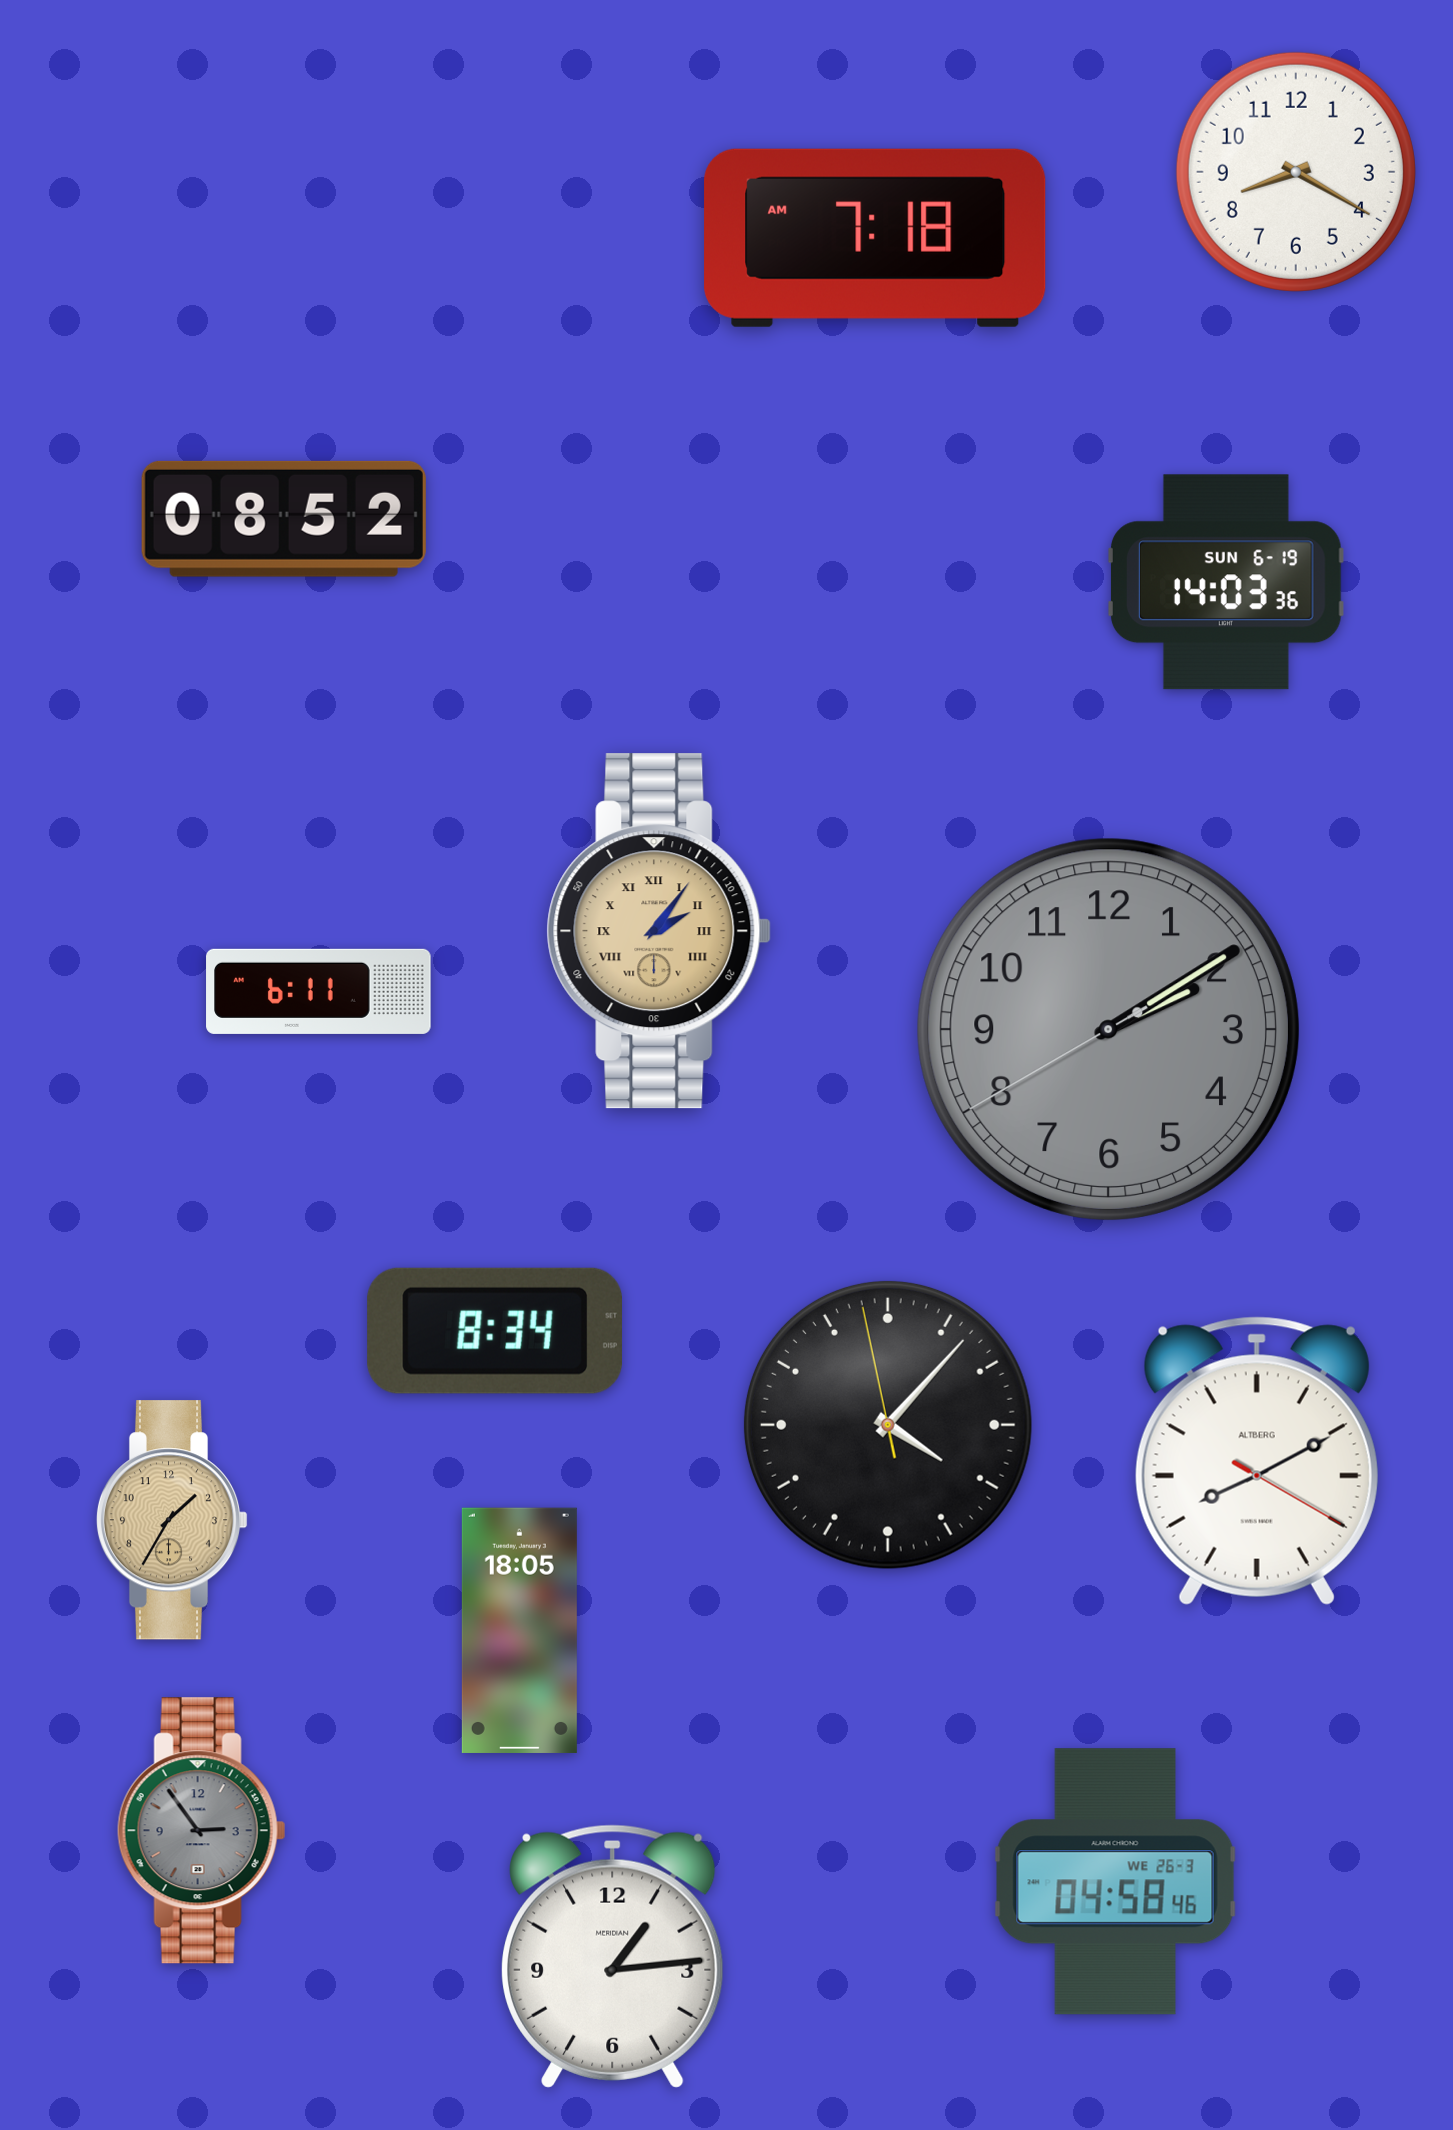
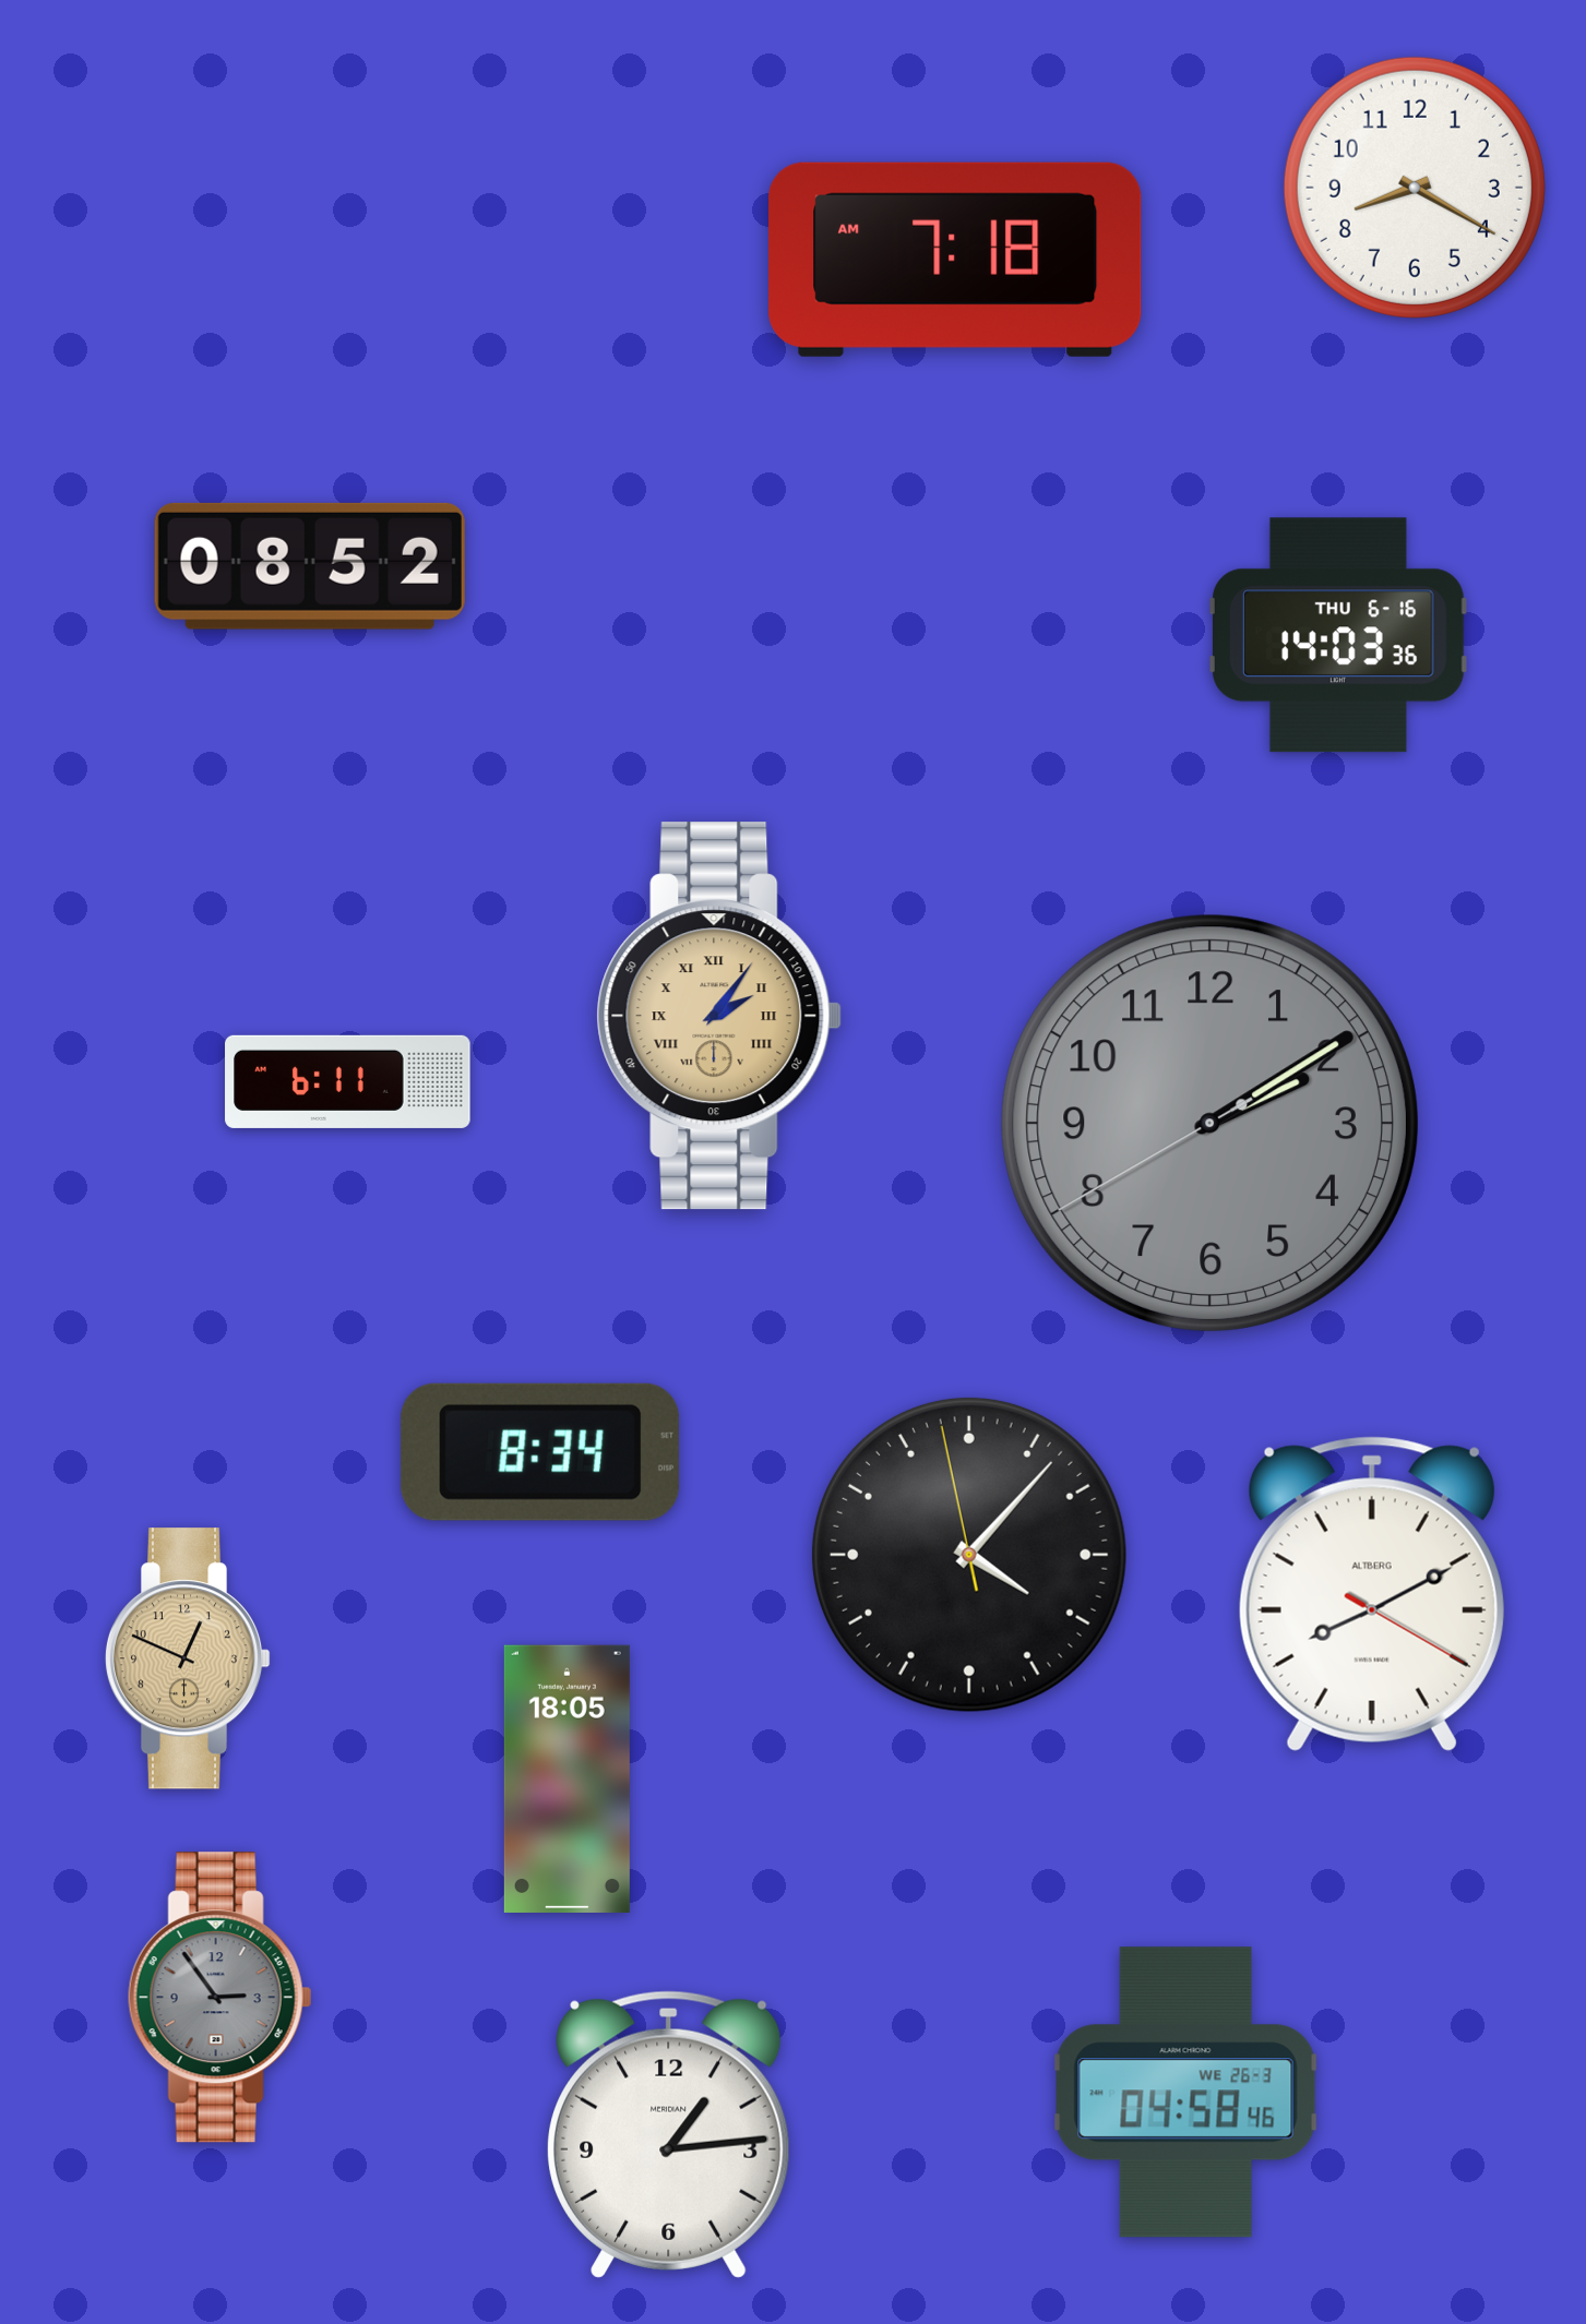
clock at (1226, 582) date: SUN 6-19 -> THU 6-16
clock at (172, 1520): 1:35 -> 12:49
clock at (1115, 1882) position: (1115, 1882) -> (1185, 2093)
